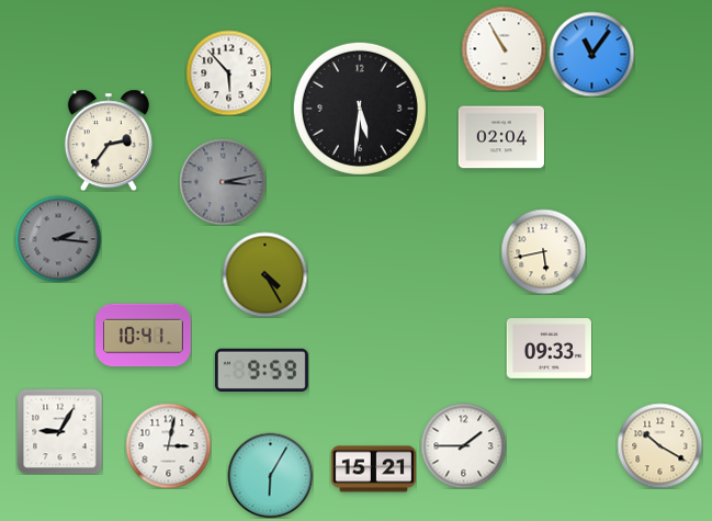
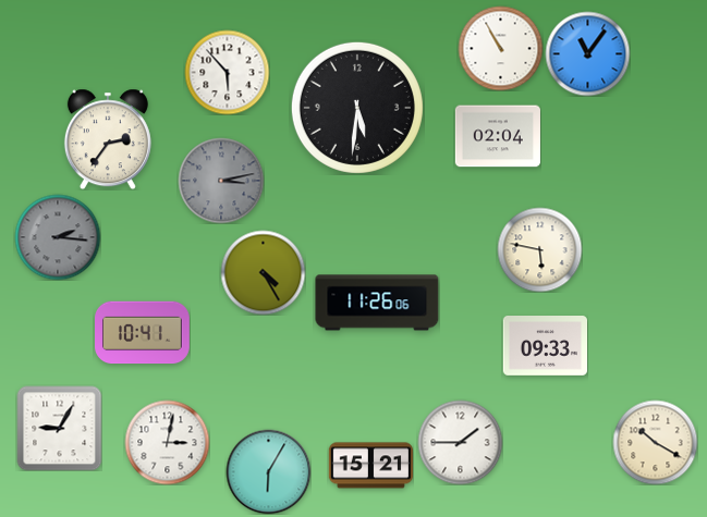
clock at (543, 251): 5:43 -> 5:47
clock at (377, 303): none -> 11:26
clock at (261, 370): 9:59 -> none
